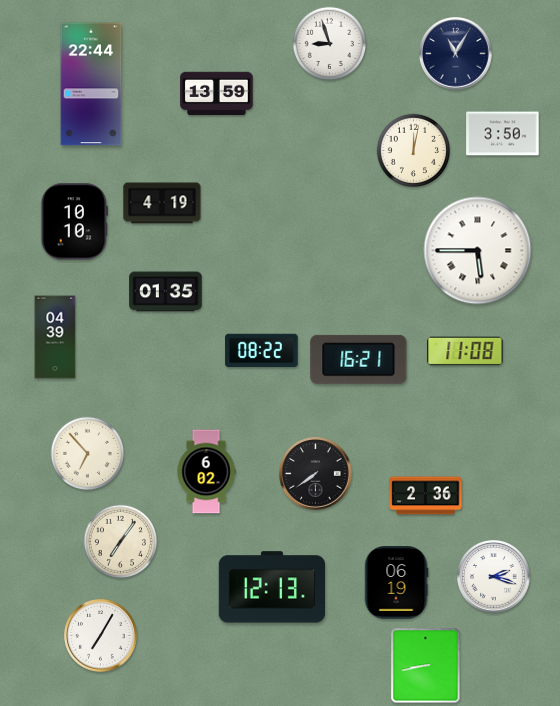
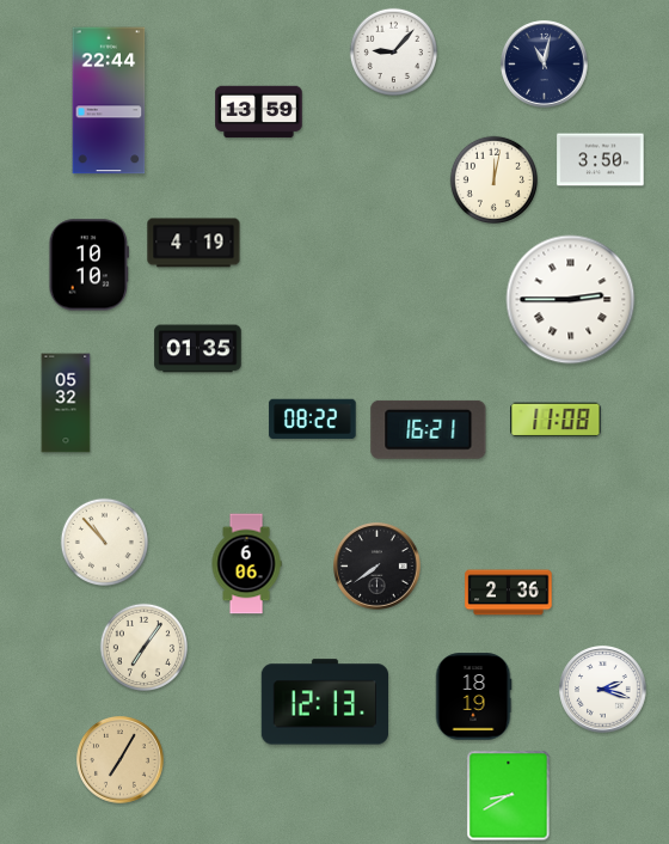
clock at (329, 43): 8:57 -> 9:07
clock at (456, 54): 11:05 -> 11:02
clock at (478, 251): 5:45 -> 2:45
clock at (55, 337): 04:39 -> 05:32
clock at (87, 453): 6:53 -> 10:53
clock at (206, 472): 6:02 -> 6:06
clock at (494, 577) position: (494, 577) -> (603, 690)
clock at (396, 583): 06:19 -> 18:19
clock at (101, 636) dial: white -> champagne
clock at (426, 666): 8:43 -> 8:40
